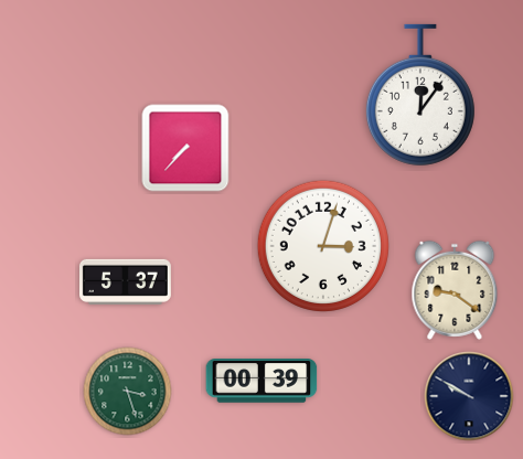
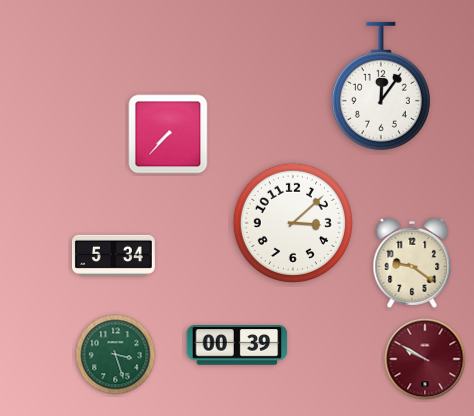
clock at (323, 246): 3:03 -> 3:08
clock at (125, 281): 5:37 -> 5:34
clock at (469, 396) dial: navy -> burgundy
